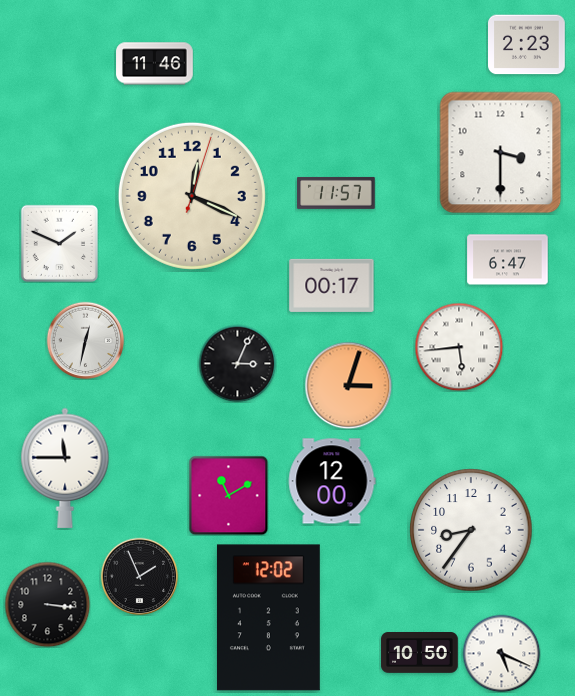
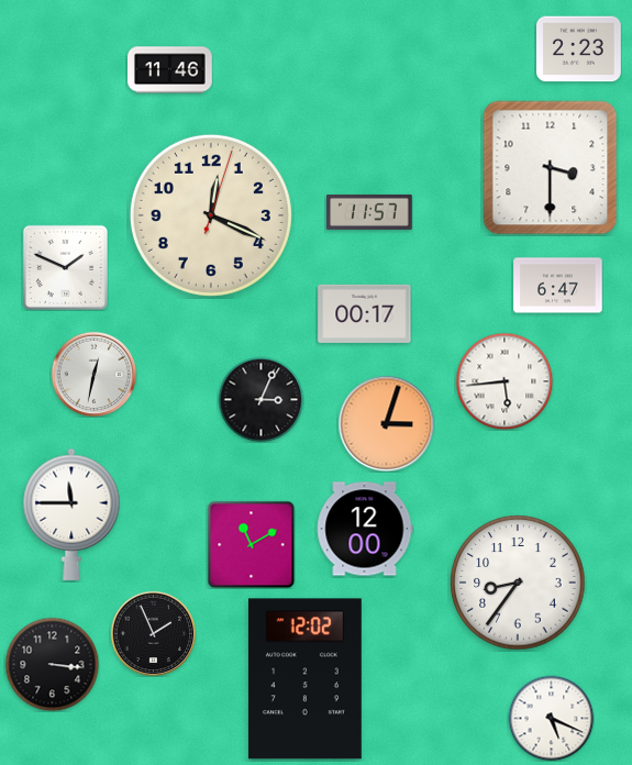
clock at (348, 385) position: (348, 385) -> (386, 423)
clock at (268, 618) position: (268, 618) -> (304, 679)
clock at (420, 653): 10:50 -> none
